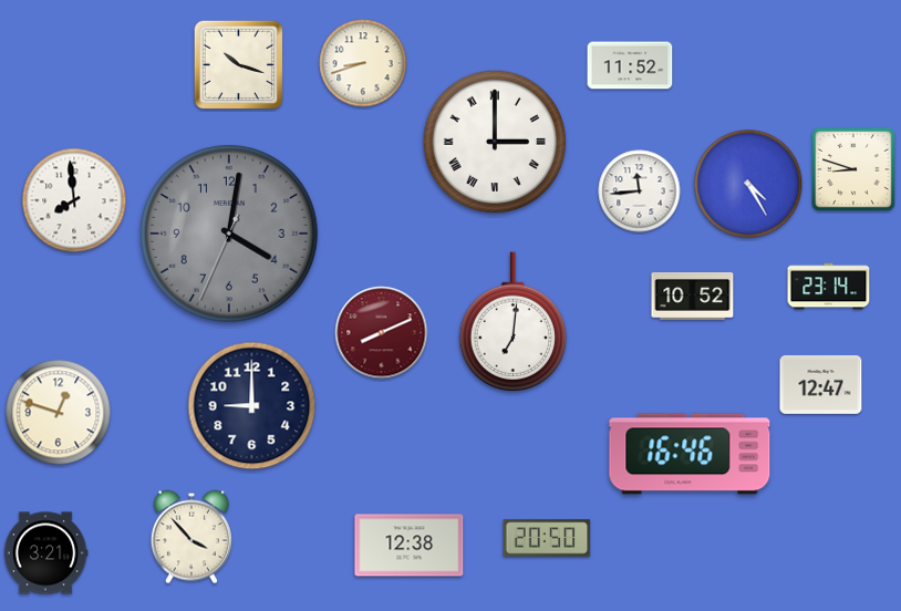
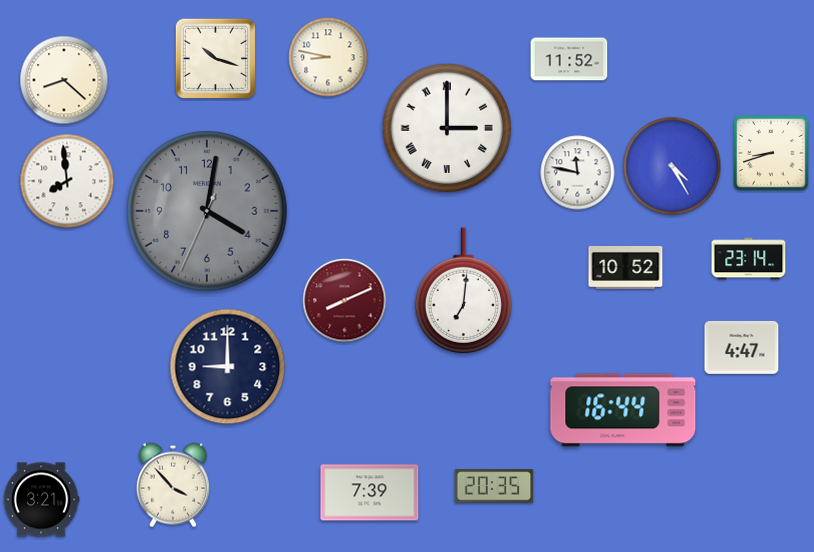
clock at (363, 63): 8:42 -> 8:47
clock at (64, 80): none -> 8:22
clock at (855, 170): 8:48 -> 8:42
clock at (748, 184) position: (748, 184) -> (672, 166)
clock at (640, 191): 11:44 -> 11:47
clock at (821, 384): 12:47 -> 4:47
clock at (59, 413): 12:48 -> none
clock at (690, 454): 16:46 -> 16:44
clock at (547, 538): 20:50 -> 20:35
clock at (410, 546): 12:38 -> 7:39
